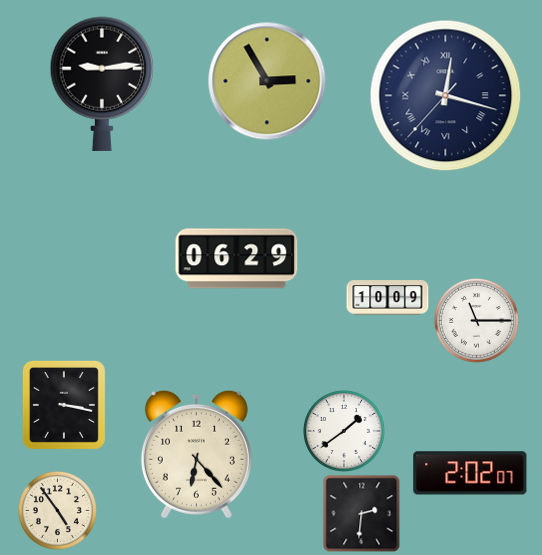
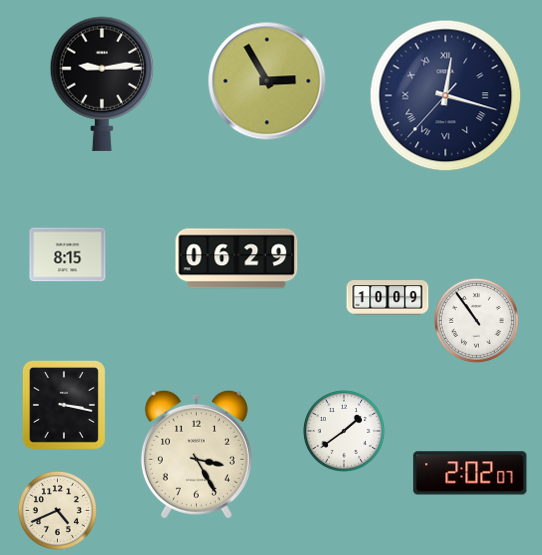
clock at (68, 255): none -> 8:15
clock at (476, 320): 11:15 -> 10:54
clock at (196, 454): 6:23 -> 3:25
clock at (58, 511): 4:54 -> 4:41
clock at (361, 513): 2:31 -> none
